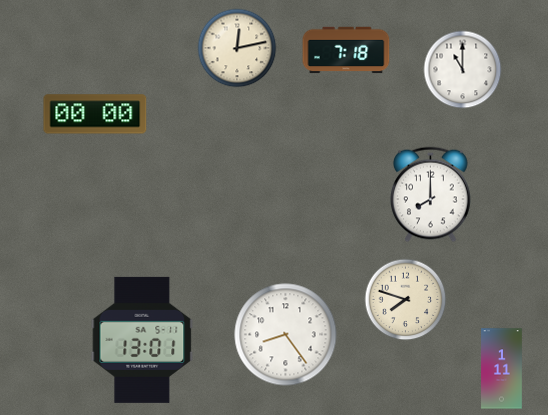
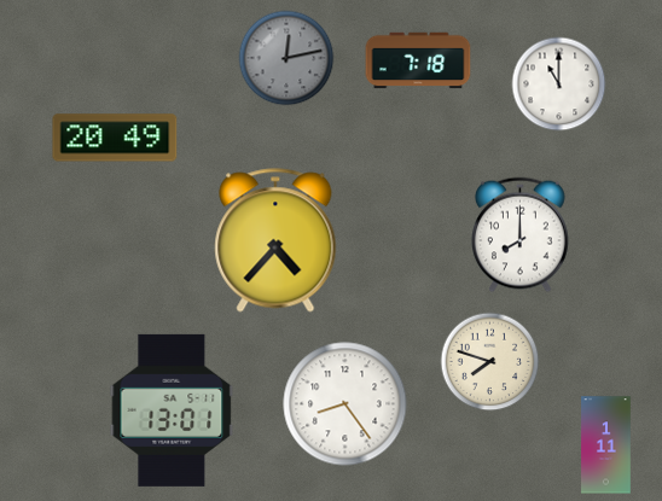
clock at (237, 48) dial: cream -> grey
clock at (95, 114): 00:00 -> 20:49
clock at (275, 240): none -> 4:37
